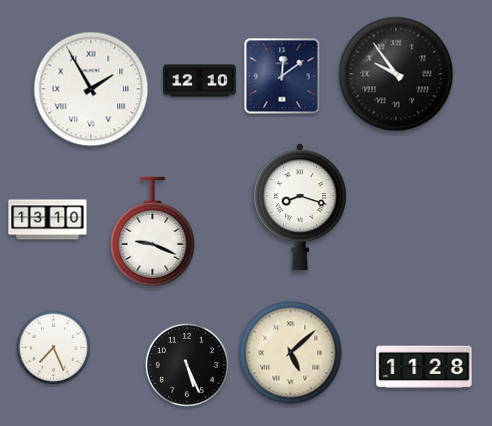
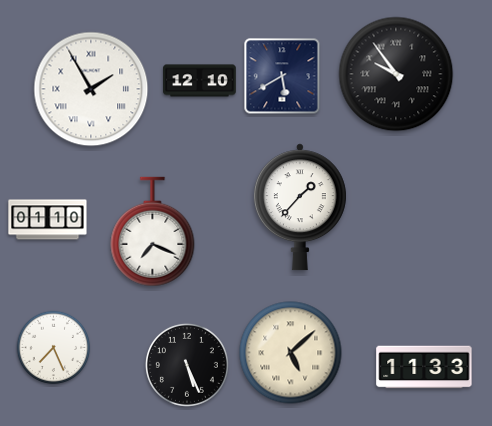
clock at (282, 76): 12:09 -> 5:40
clock at (300, 207): 8:18 -> 1:37
clock at (48, 220): 13:10 -> 01:10
clock at (153, 232): 9:19 -> 7:19
clock at (424, 367): 11:28 -> 11:33
